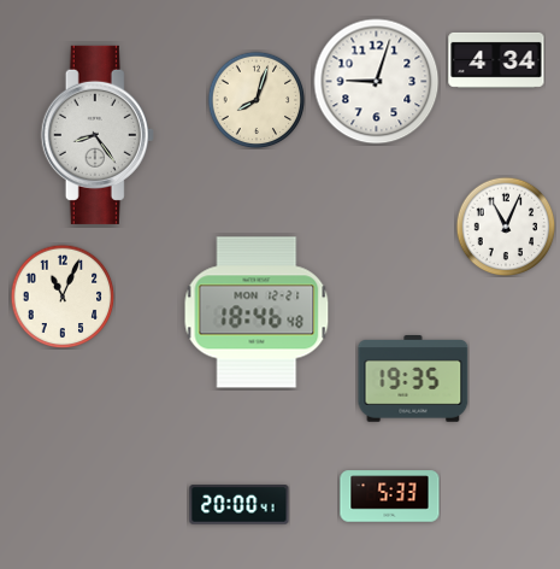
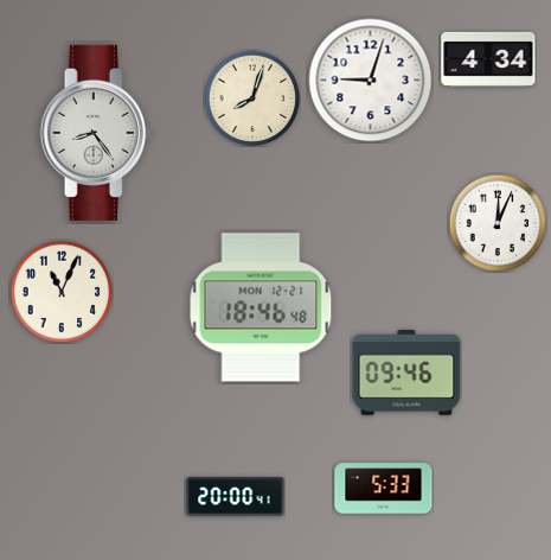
clock at (506, 227): 11:04 -> 12:04
clock at (257, 312) position: (257, 312) -> (261, 307)
clock at (413, 380): 19:35 -> 09:46
